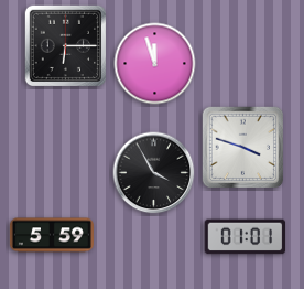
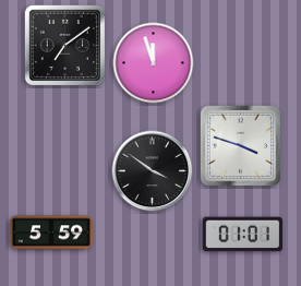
clock at (65, 45): 6:15 -> 7:09
clock at (154, 173): 3:55 -> 3:51
